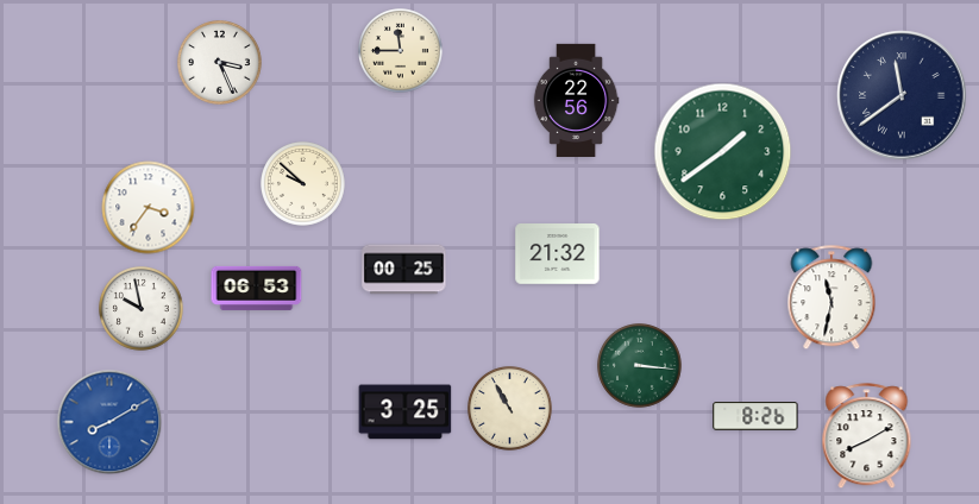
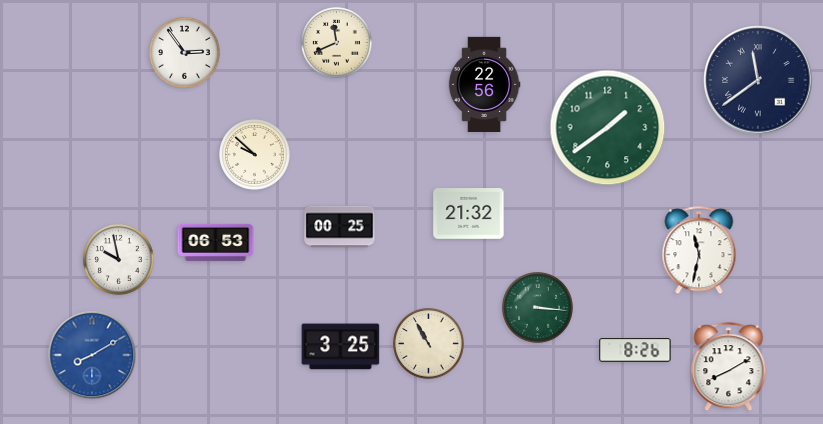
clock at (401, 51): 11:45 -> 11:41
clock at (220, 63): 3:26 -> 2:54
clock at (149, 208): 3:36 -> none
